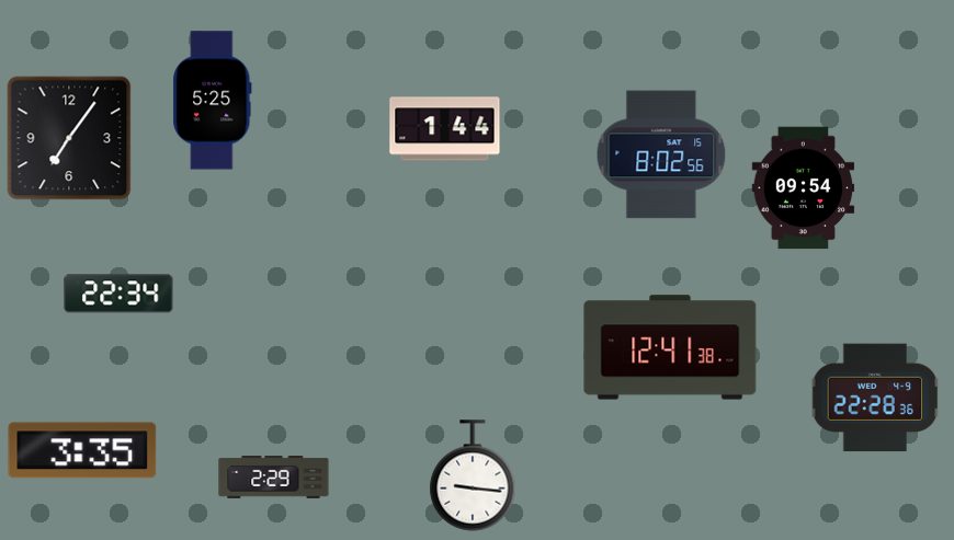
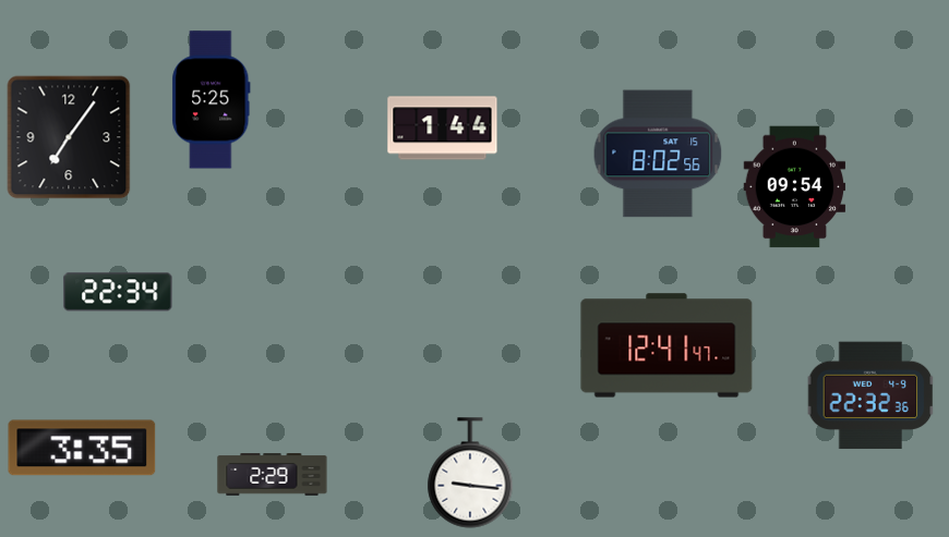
clock at (804, 188) position: (804, 188) -> (795, 187)
clock at (670, 347): 12:41:38 -> 12:41:47
clock at (875, 398): 22:28 -> 22:32
